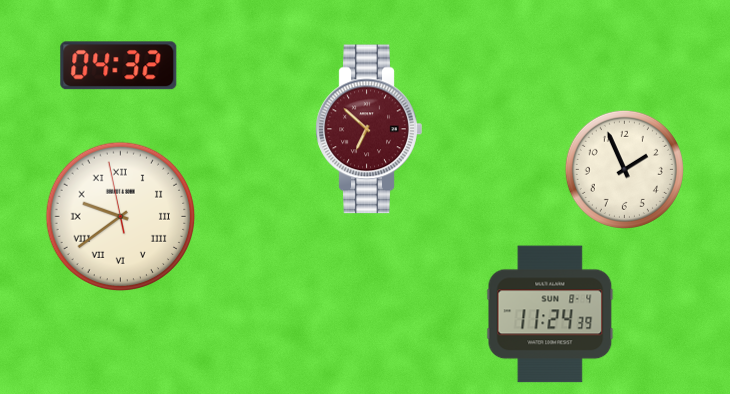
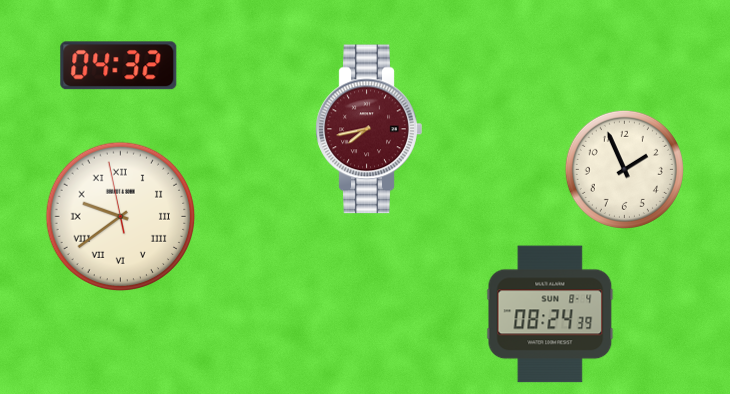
clock at (369, 129): 6:52 -> 7:43
clock at (550, 314): 11:24 -> 08:24
